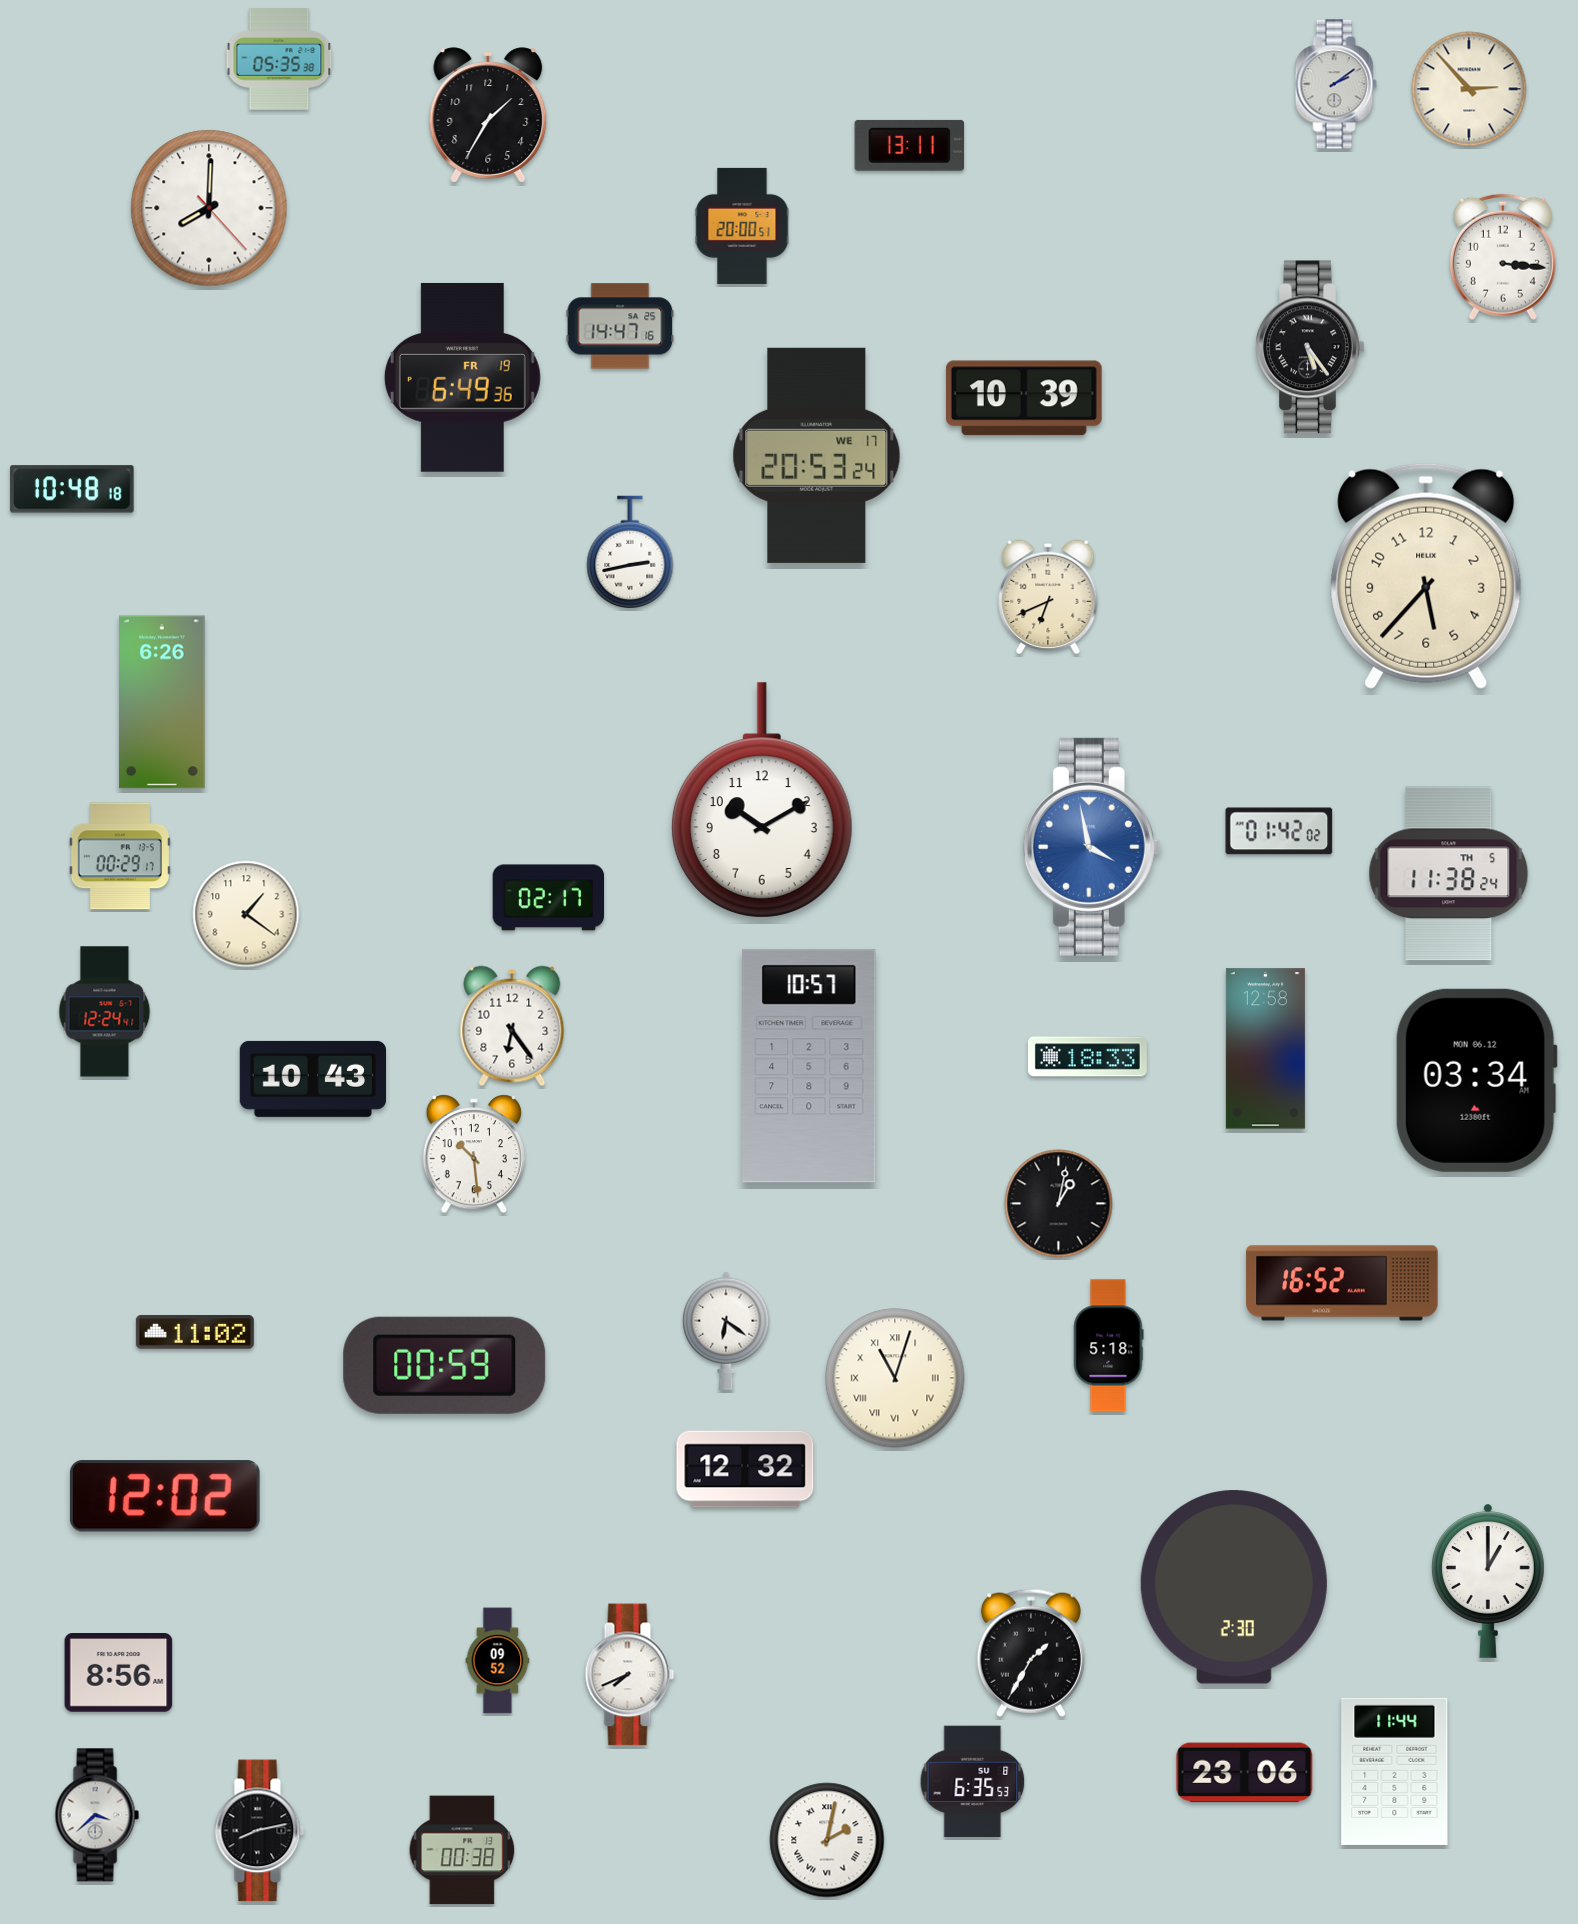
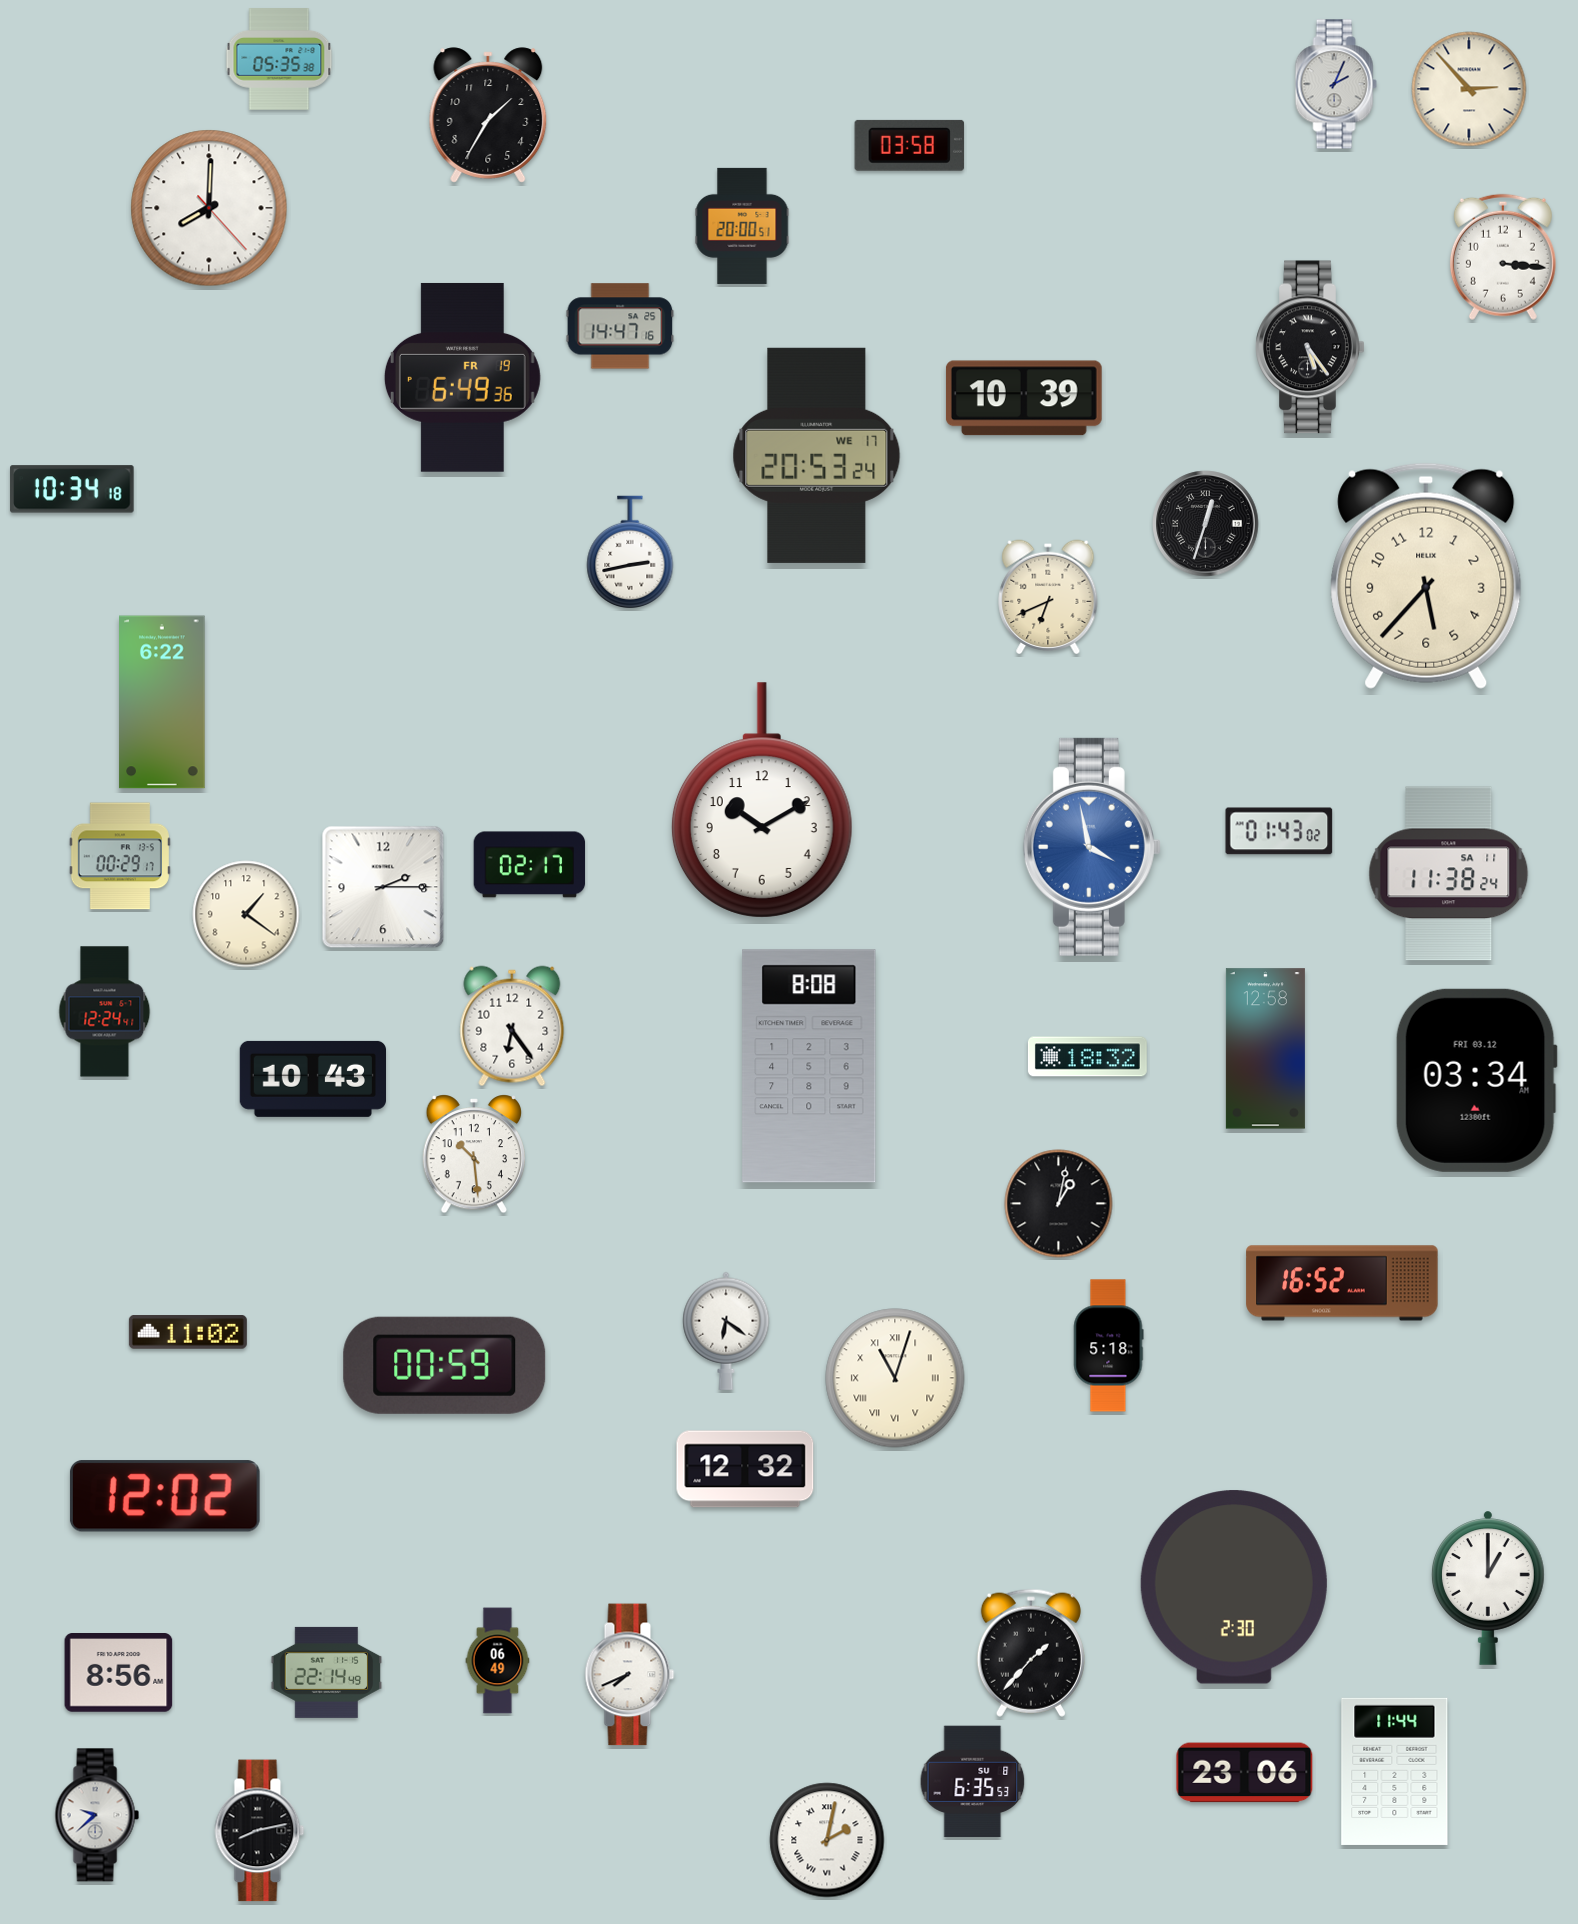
clock at (1336, 84): 2:09 -> 2:04
clock at (910, 145): 13:11 -> 03:58
clock at (72, 489): 10:48 -> 10:34
clock at (1206, 524): none -> 12:33
clock at (162, 702): 6:26 -> 6:22
clock at (1279, 831): 01:42 -> 01:43
clock at (1449, 874) date: TH 5 -> SA 11
clock at (383, 887): none -> 2:15
clock at (549, 898) position: (549, 898) -> (530, 865)
clock at (1087, 1057): 18:33 -> 18:32
clock at (809, 1066): 10:57 -> 8:08
clock at (1476, 1080) date: MON 06.12 -> FRI 03.12
clock at (195, 1333) position: (195, 1333) -> (188, 1333)
clock at (1489, 1581) position: (1489, 1581) -> (1489, 1588)
clock at (1031, 1653): 1:35 -> 1:37
clock at (498, 1661): 09:52 -> 06:49
clock at (327, 1672): none -> 22:14
clock at (97, 1815): 3:38 -> 9:38
clock at (462, 1850): 00:38 -> none
